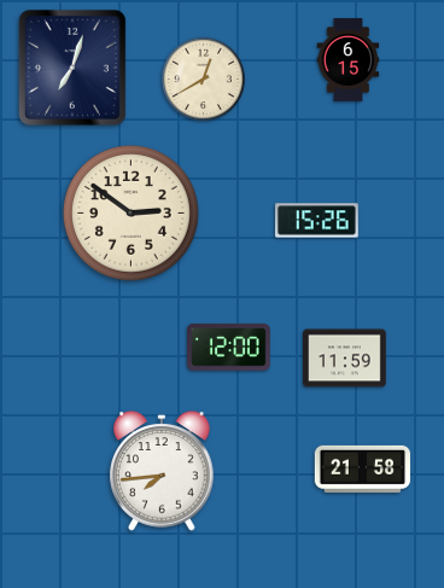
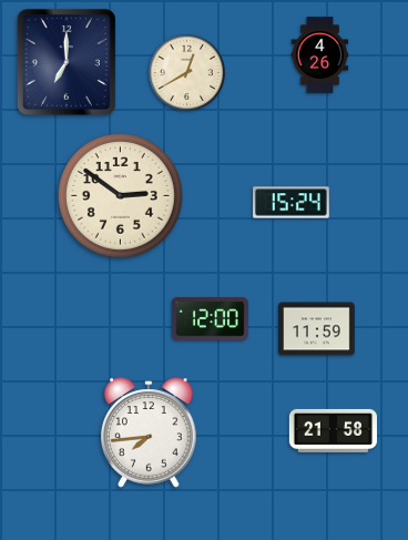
clock at (349, 60): 6:15 -> 4:26
clock at (72, 68): 7:03 -> 7:00
clock at (317, 221): 15:26 -> 15:24
